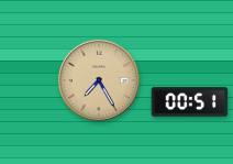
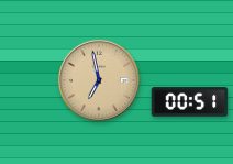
clock at (99, 80): 7:25 -> 6:58
